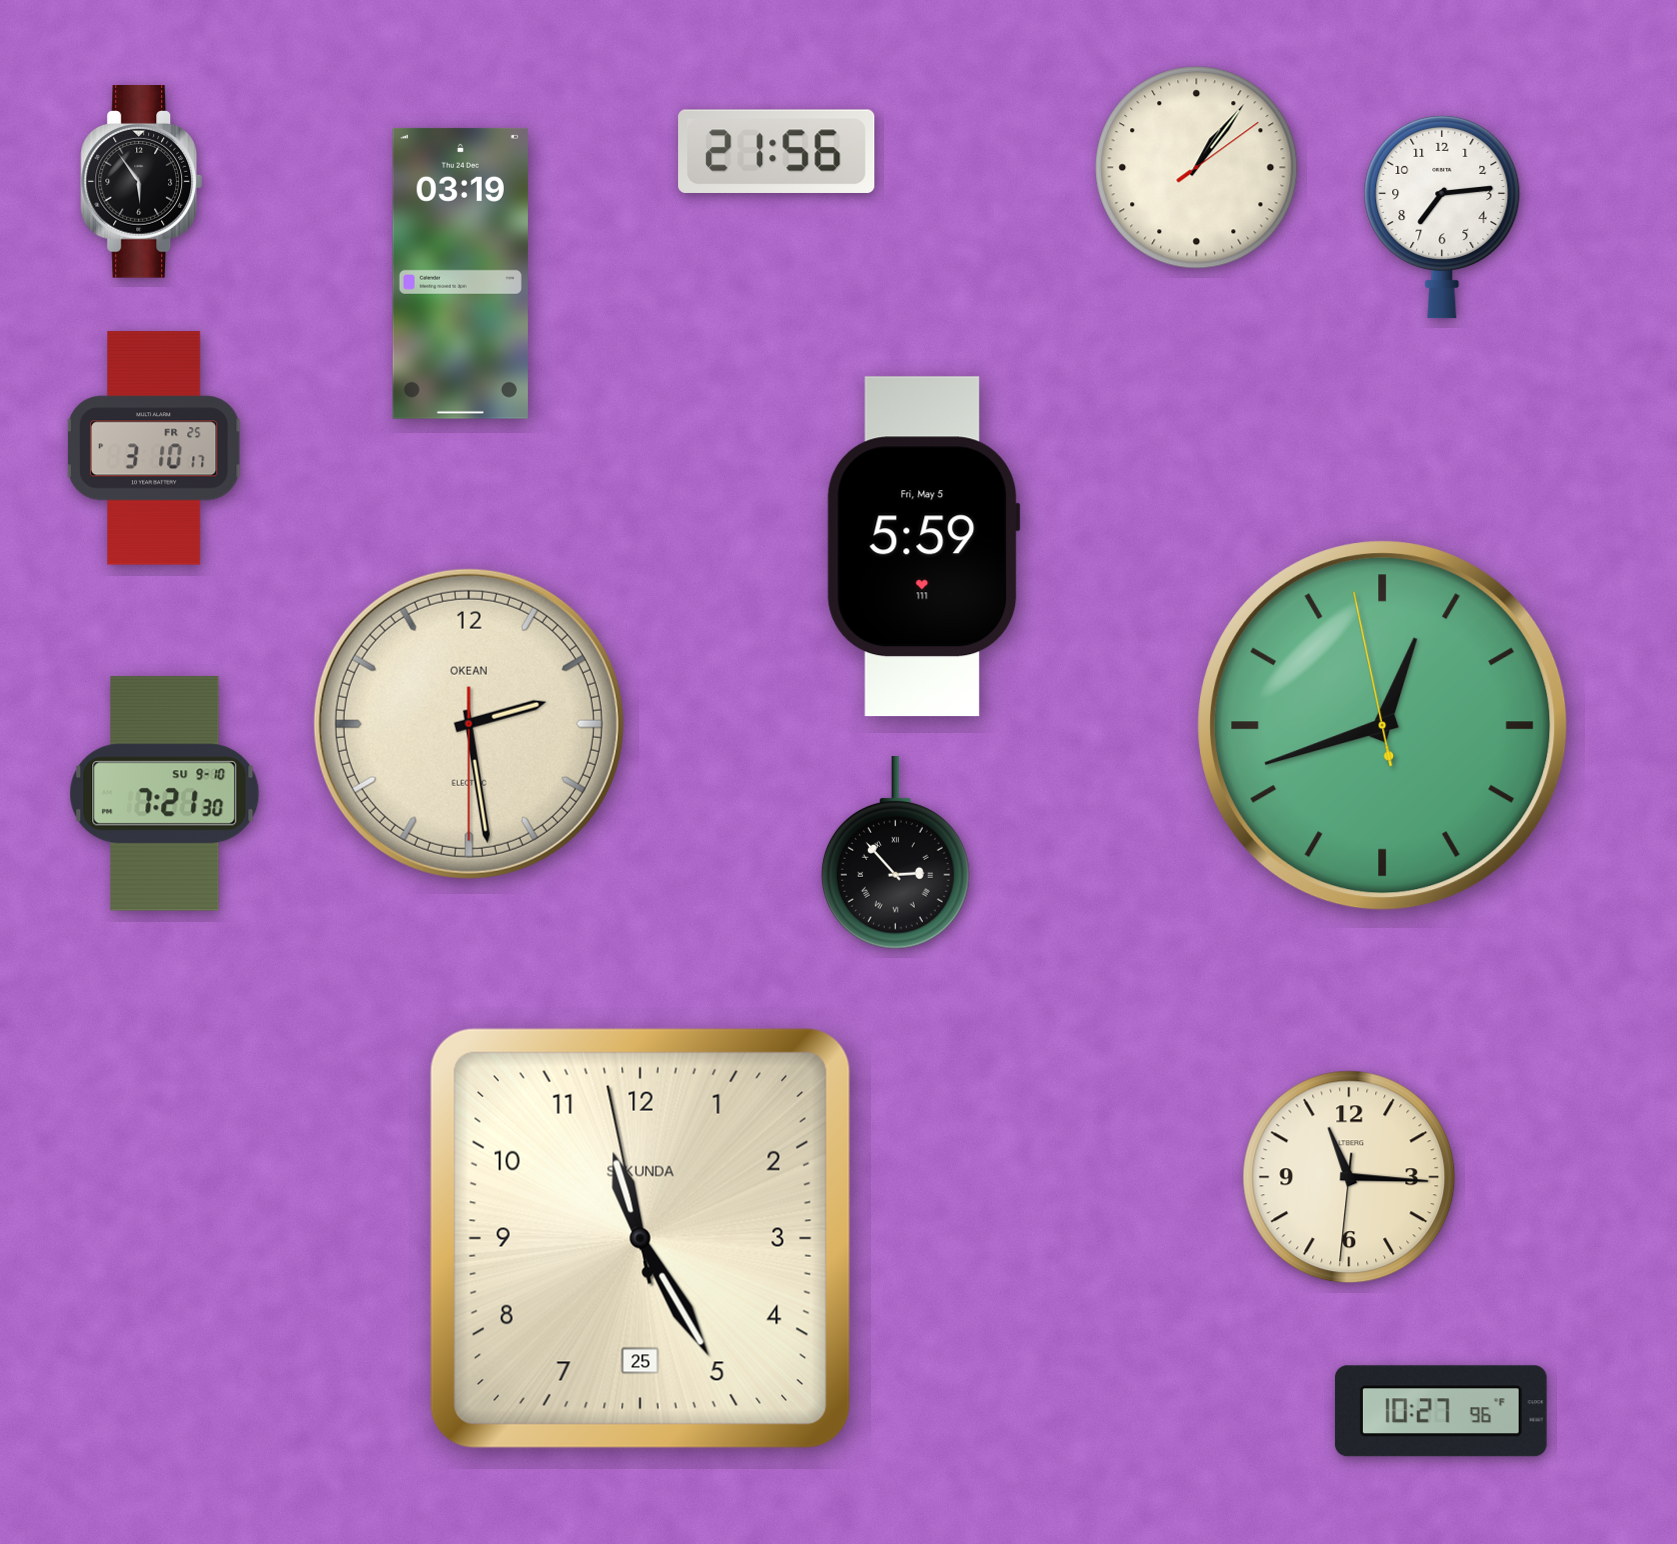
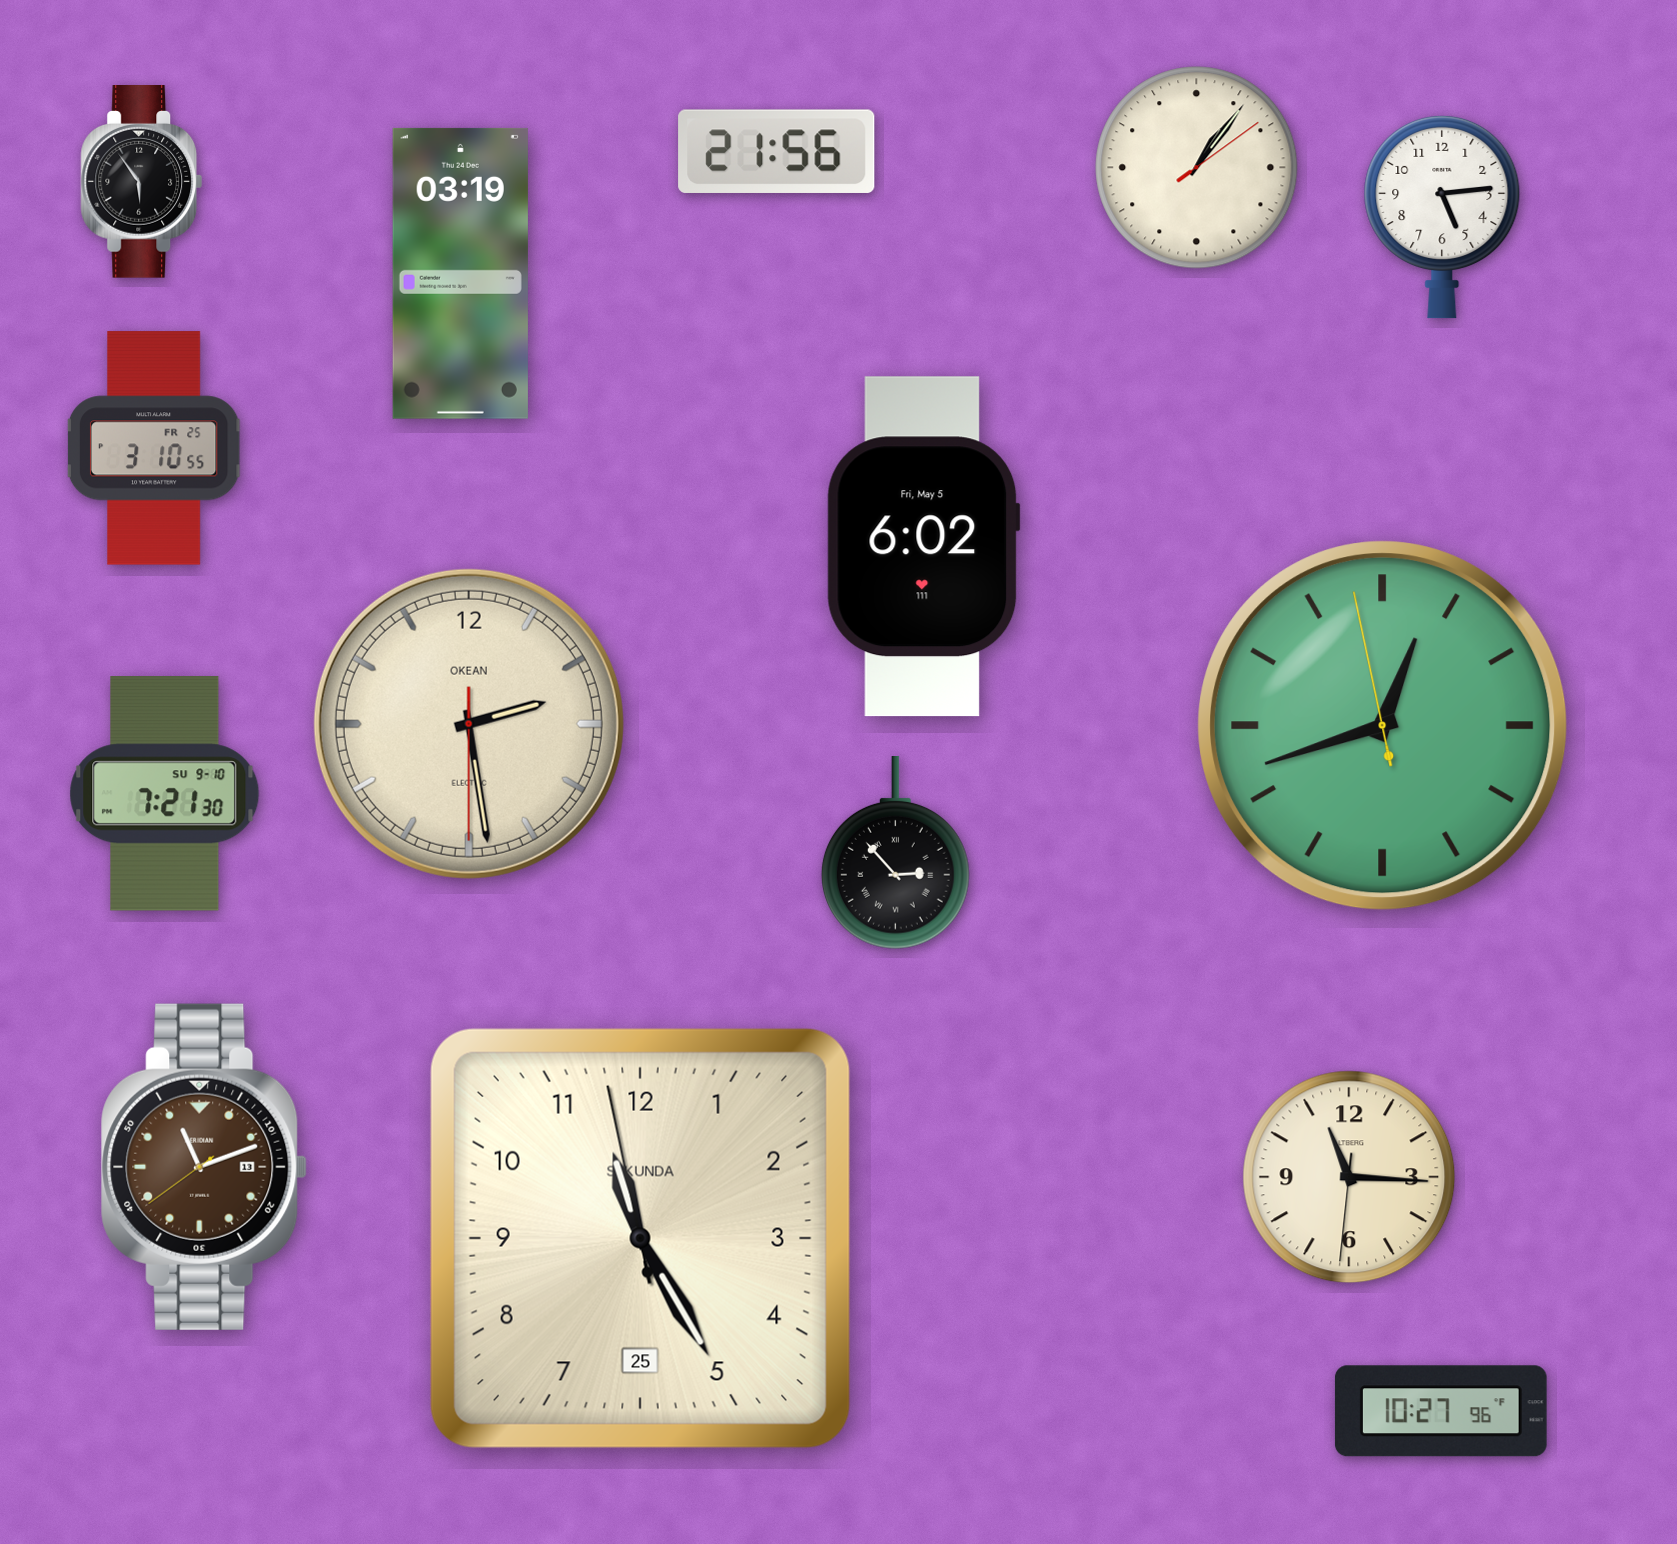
clock at (1442, 217): 7:14 -> 5:14
clock at (154, 448): 3:10:17 -> 3:10:55
clock at (923, 547): 5:59 -> 6:02
clock at (204, 1167): none -> 11:11
